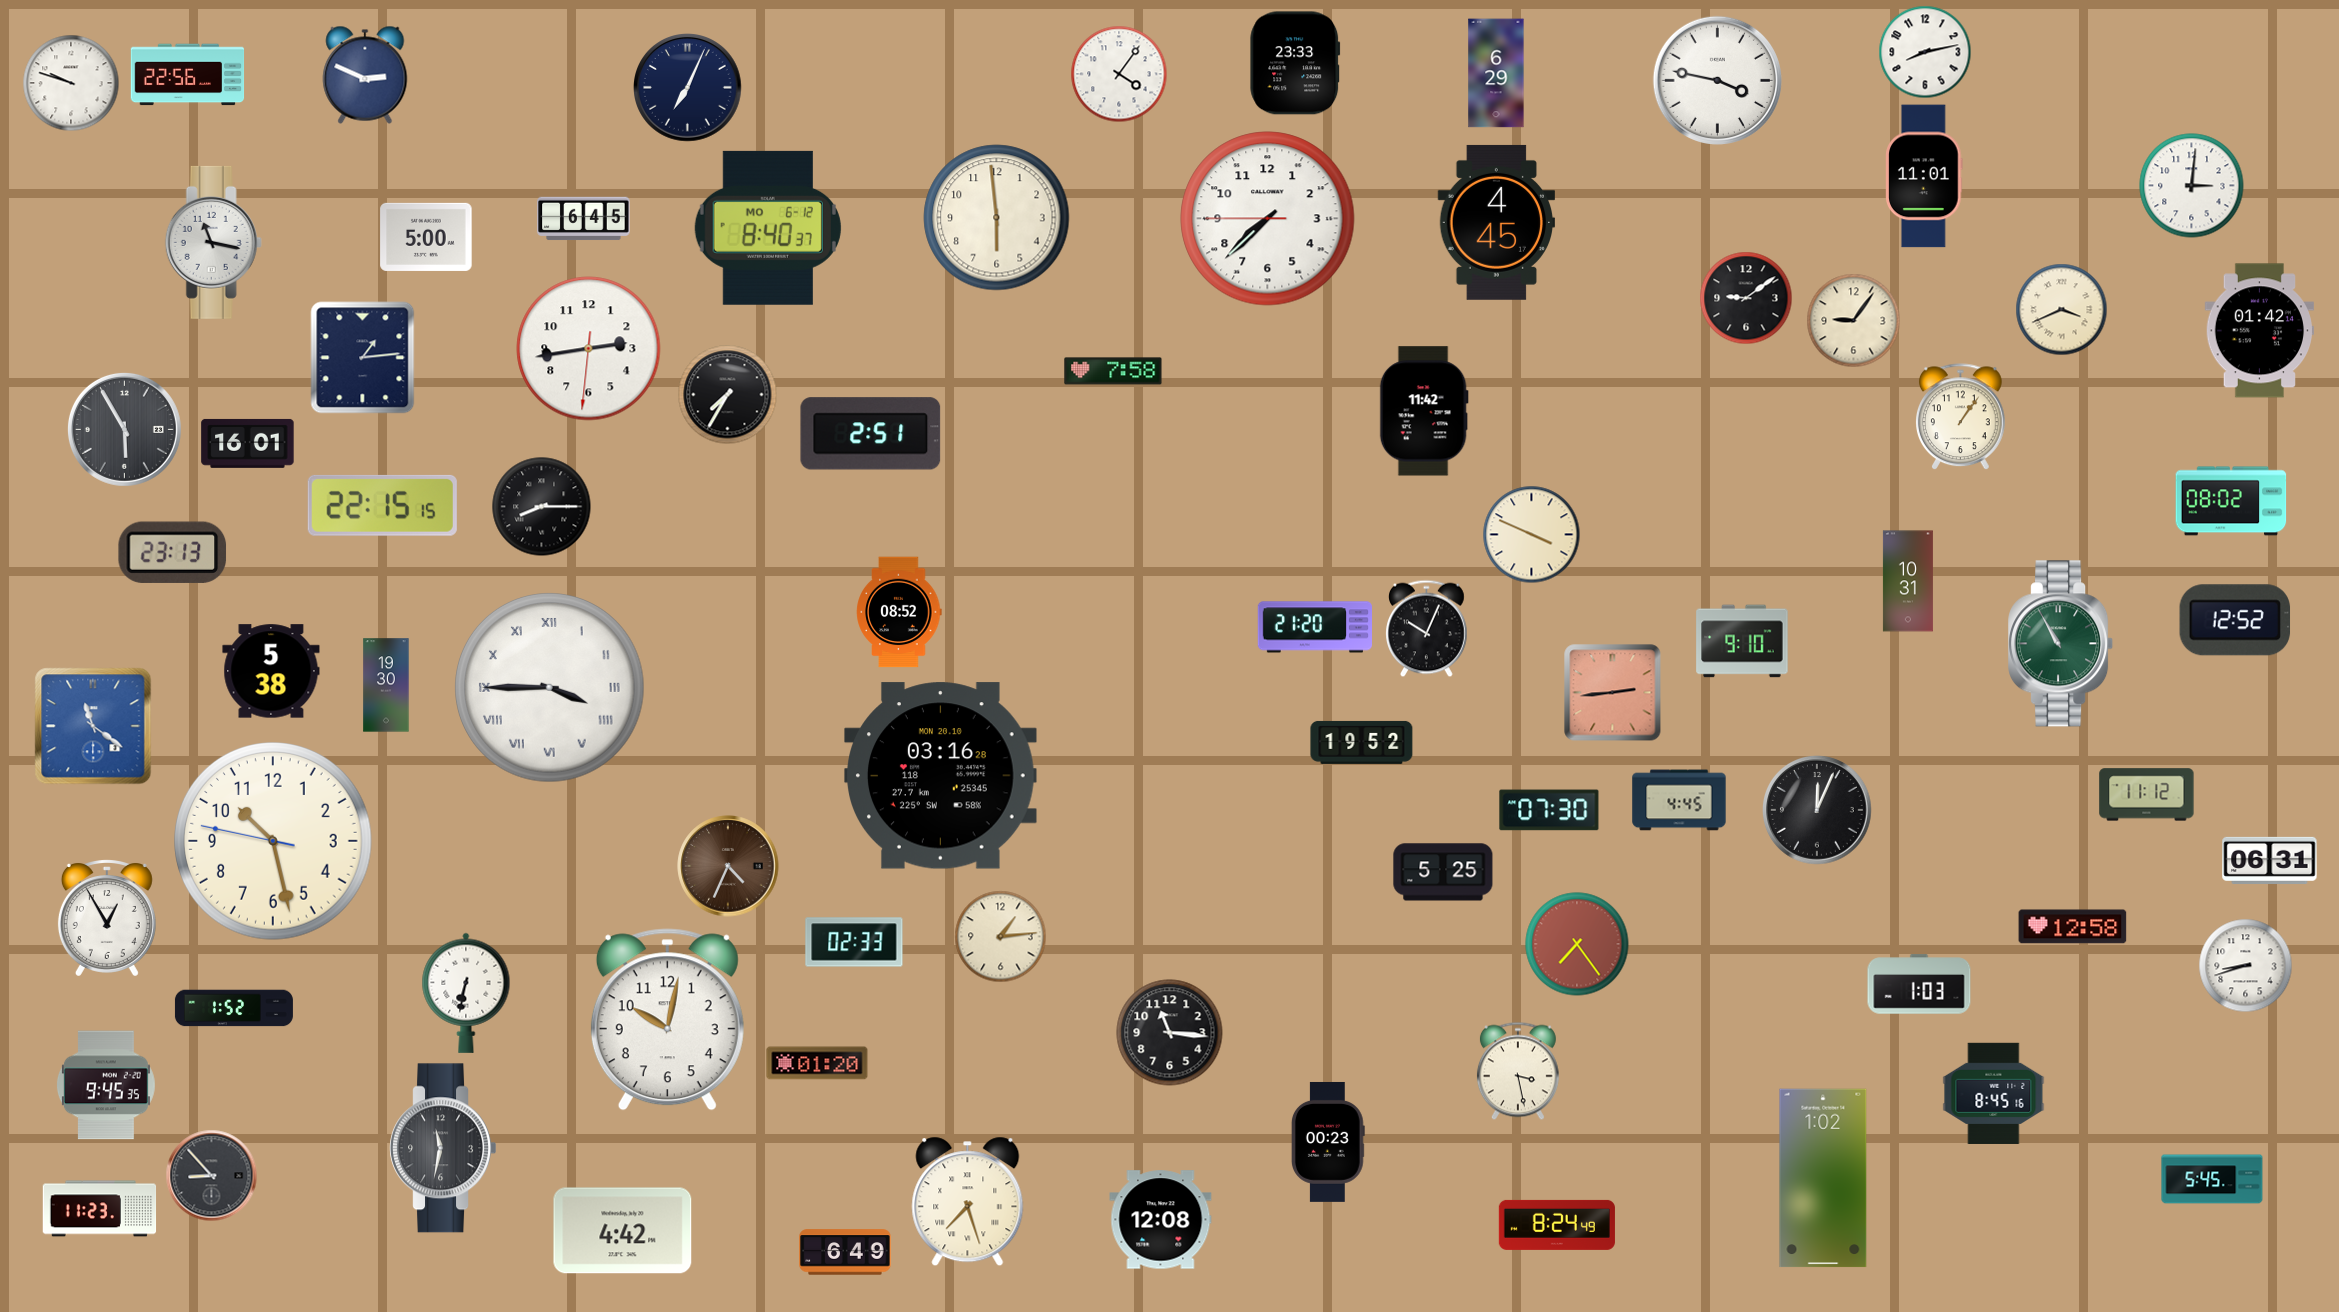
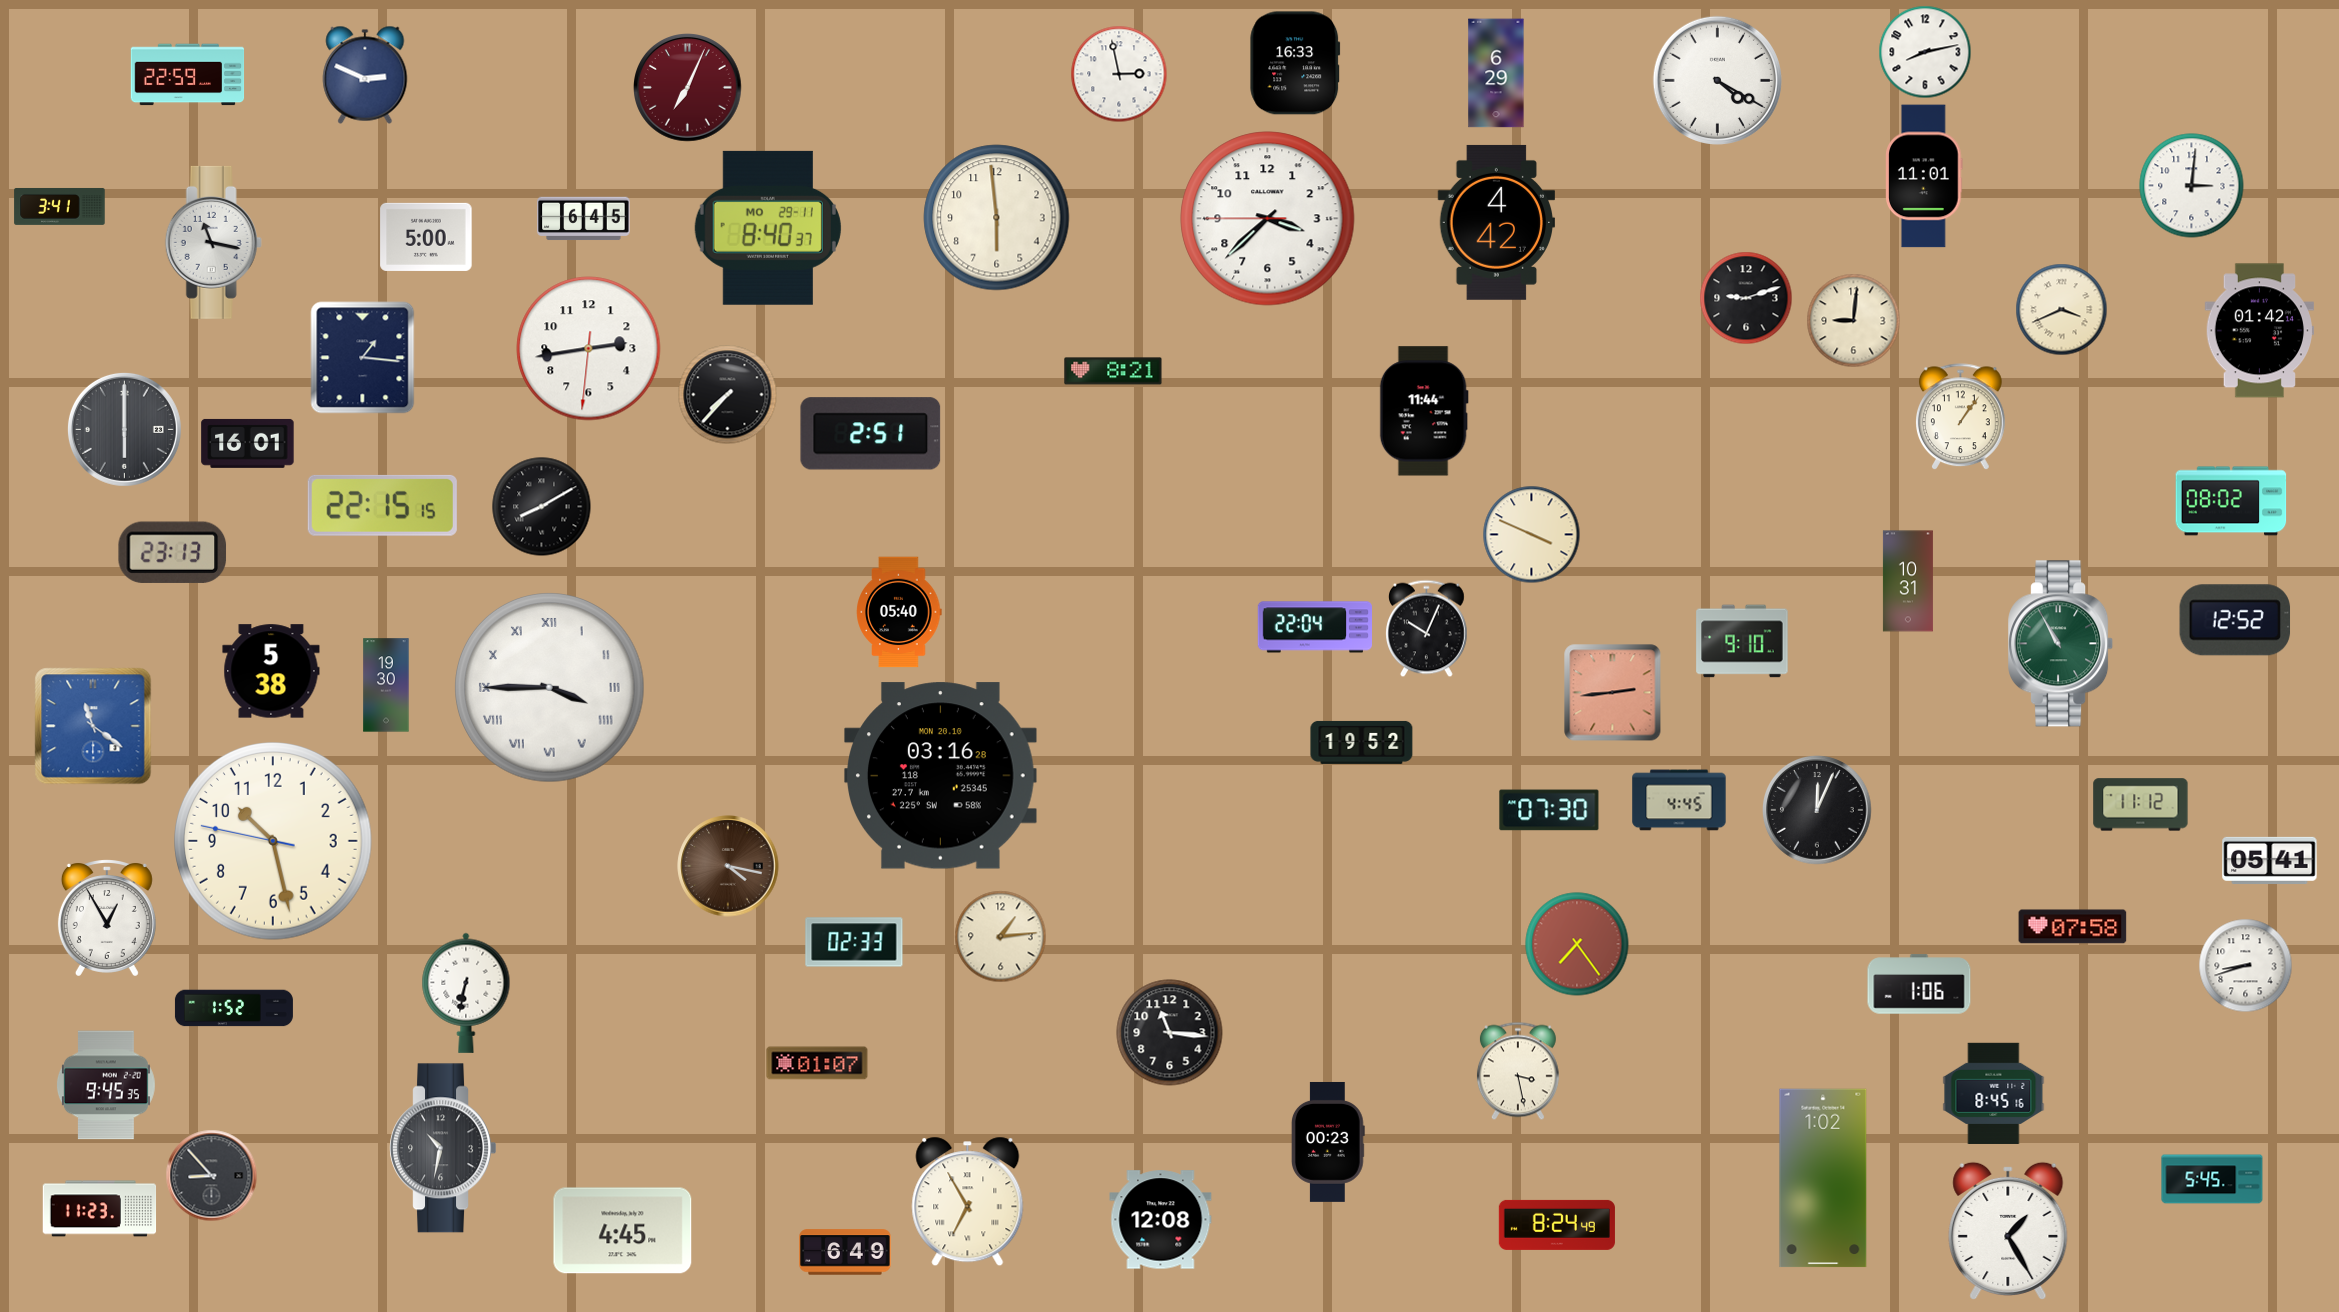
clock at (1295, 63): 23:33 -> 16:33
clock at (1119, 74): 4:06 -> 2:58
clock at (188, 75): 22:56 -> 22:59
clock at (1717, 80): 3:47 -> 4:20
clock at (71, 83): 9:48 -> none
clock at (688, 88) dial: navy -> burgundy
clock at (60, 206): none -> 3:41
clock at (1268, 219): 7:37 -> 3:37
clock at (1496, 222): 4:45 -> 4:42
clock at (768, 228) date: MO 6-12 -> MO 29-11
clock at (1746, 298): 9:09 -> 9:12
clock at (1854, 321): 9:06 -> 9:01
clock at (363, 358): 1:14 -> 1:16
clock at (1113, 371): 7:58 -> 8:21
clock at (728, 395): 7:35 -> 7:37
clock at (1424, 411): 11:42 -> 11:44
clock at (124, 429): 5:55 -> 6:00
clock at (542, 507): 8:15 -> 8:10
clock at (899, 612): 08:52 -> 05:40
clock at (1314, 627): 21:20 -> 22:04
clock at (2147, 795) position: (2147, 795) -> (2141, 805)
clock at (2270, 860): 06:31 -> 05:41
clock at (728, 866): 4:34 -> 4:17
clock at (1443, 872): 5:25 -> none
clock at (2073, 927): 12:58 -> 07:58
clock at (1919, 984): 1:03 -> 1:06
clock at (667, 1020): 10:02 -> none
clock at (817, 1063): 01:20 -> 01:07
clock at (442, 1148): 11:32 -> 10:32
clock at (968, 1202): 7:27 -> 6:55
clock at (2008, 1230): none -> 1:25
clock at (623, 1231): 4:42 -> 4:45
